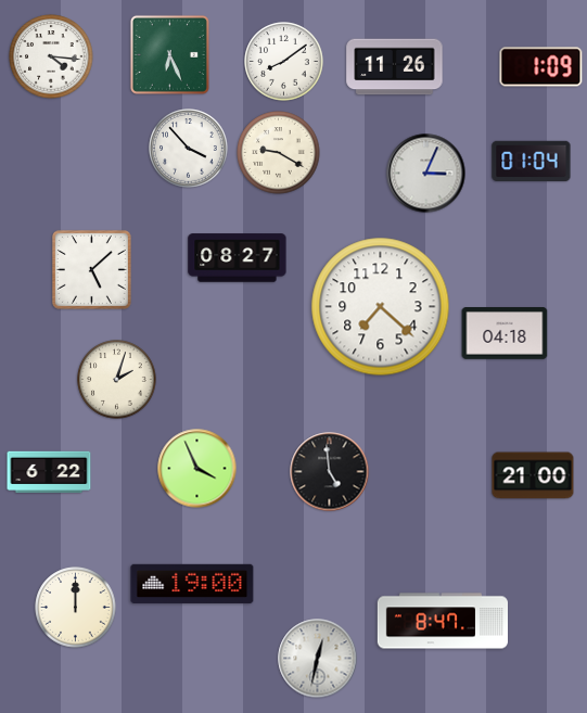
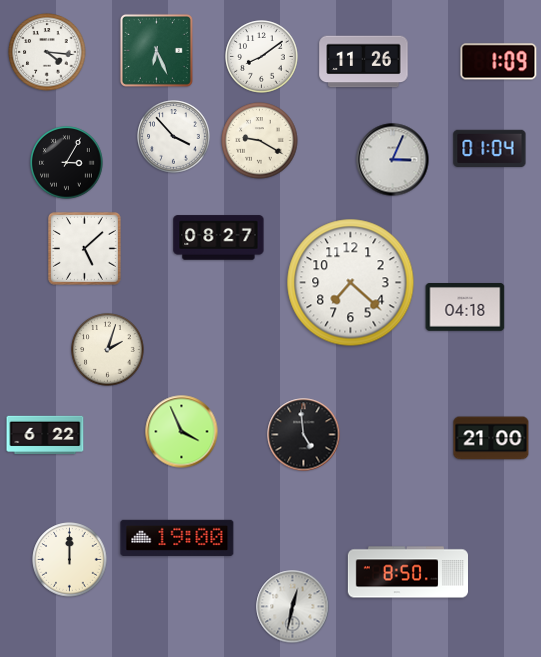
clock at (279, 153) position: (279, 153) -> (260, 141)
clock at (67, 163): none -> 3:05
clock at (442, 621): 8:47 -> 8:50
